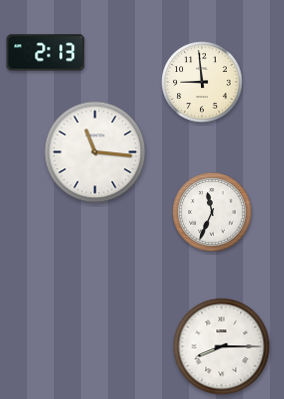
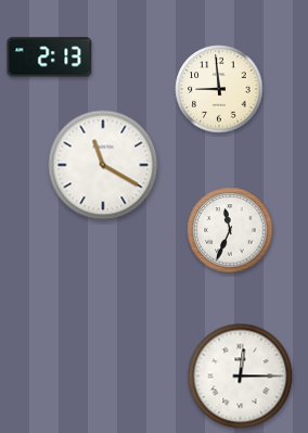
clock at (95, 152): 11:16 -> 11:20
clock at (222, 347): 8:15 -> 12:15
